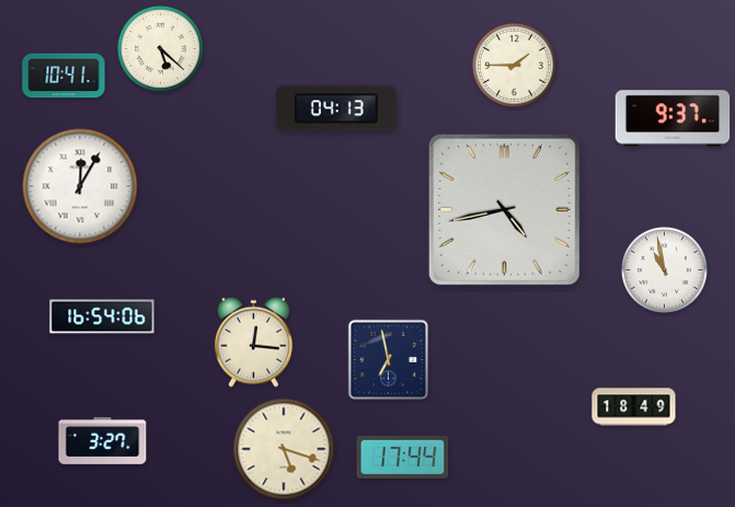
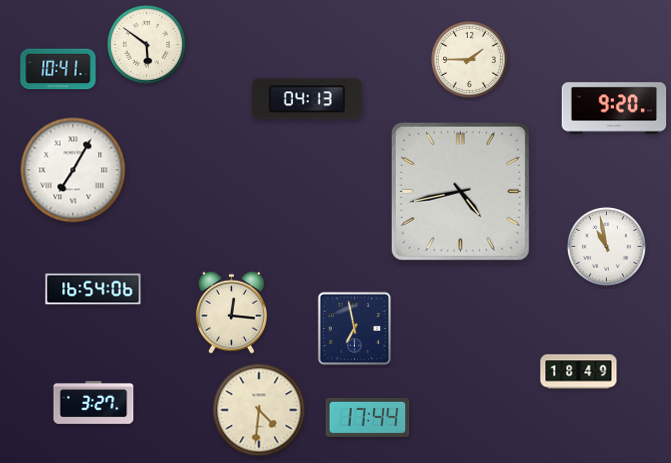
clock at (160, 48): 5:22 -> 5:51
clock at (673, 118): 9:37 -> 9:20
clock at (80, 186): 12:05 -> 7:05
clock at (284, 449): 5:18 -> 4:31
